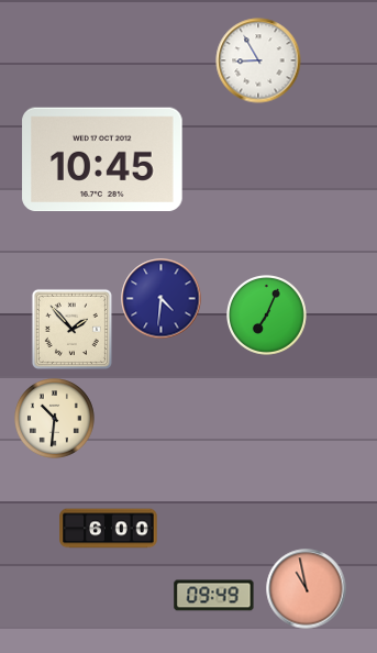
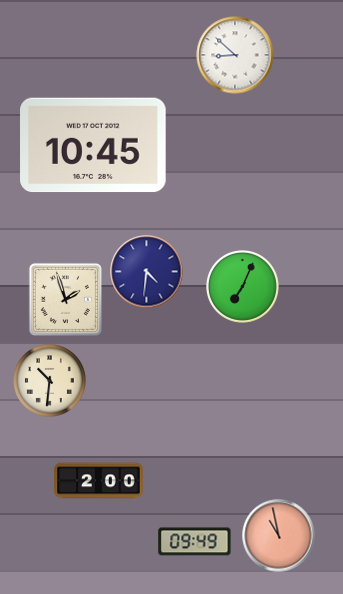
clock at (258, 60): 8:55 -> 8:52
clock at (71, 329): 1:53 -> 1:57
clock at (109, 529): 6:00 -> 2:00
